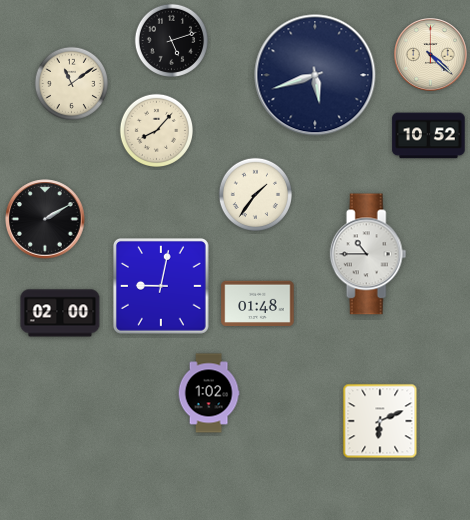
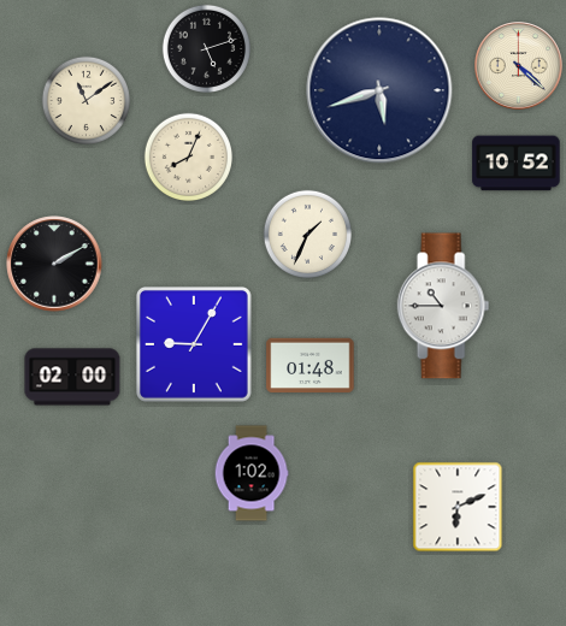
clock at (156, 130): 8:07 -> 8:04
clock at (255, 194): 1:36 -> 1:34
clock at (161, 286): 9:02 -> 9:05
